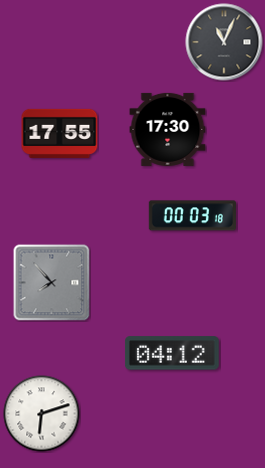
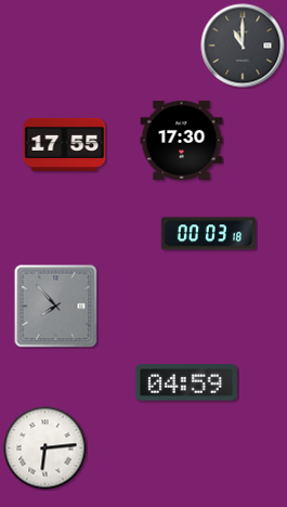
clock at (224, 42): 11:04 -> 11:00
clock at (173, 353): 04:12 -> 04:59
clock at (42, 414): 6:12 -> 6:14
